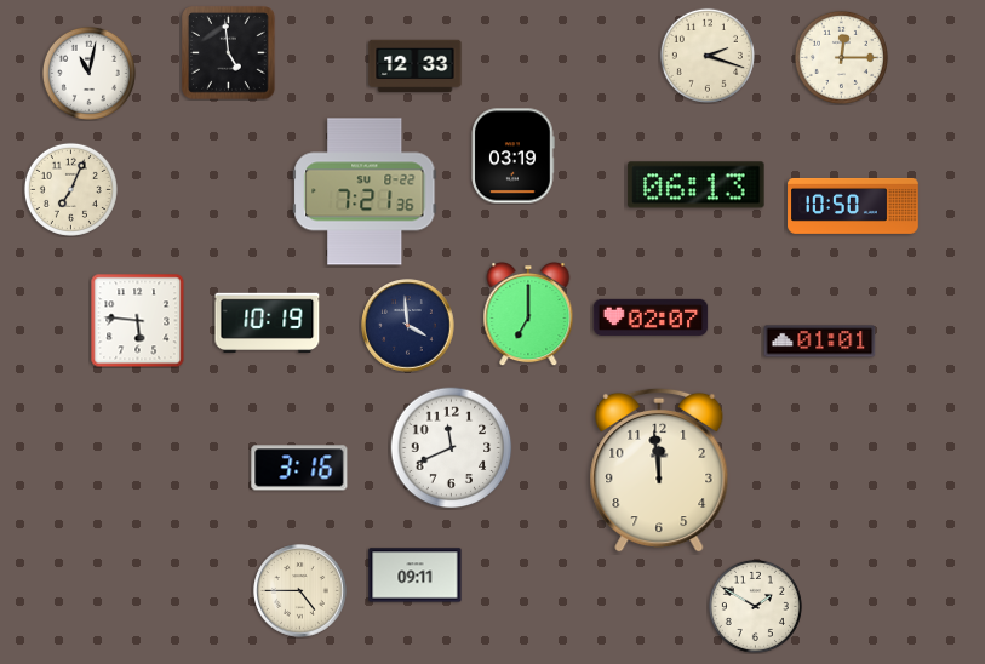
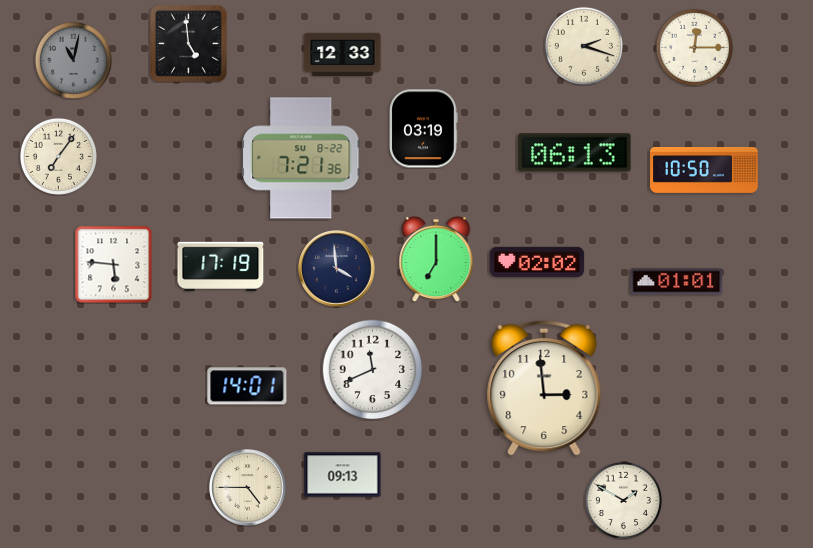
clock at (88, 73) dial: white -> grey
clock at (70, 189): 7:04 -> 7:06
clock at (651, 317): 02:07 -> 02:02
clock at (268, 322): 10:19 -> 17:19
clock at (299, 468): 3:16 -> 14:01
clock at (659, 470): 11:59 -> 2:59
clock at (416, 576): 09:11 -> 09:13
